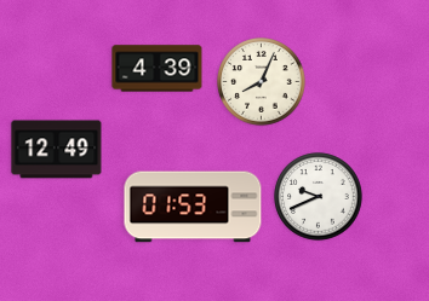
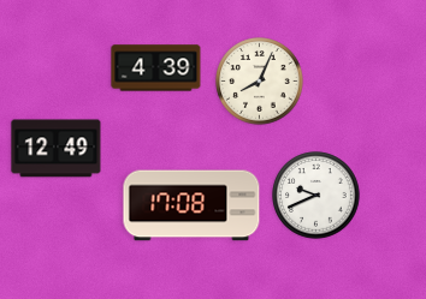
clock at (193, 207): 01:53 -> 17:08
